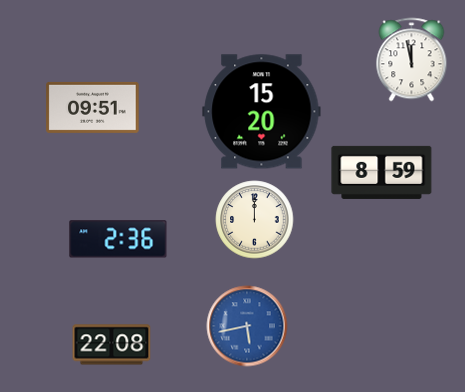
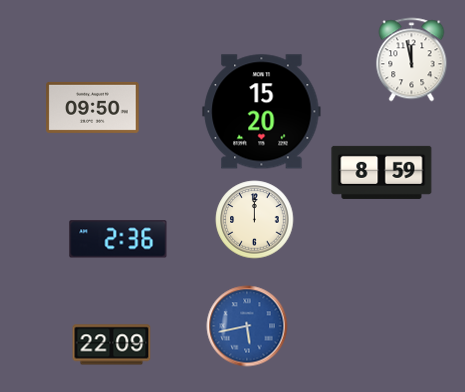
clock at (93, 107): 09:51 -> 09:50
clock at (112, 345): 22:08 -> 22:09
